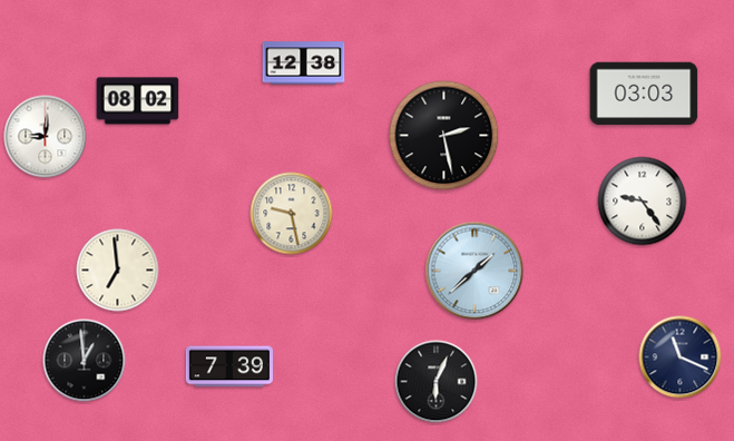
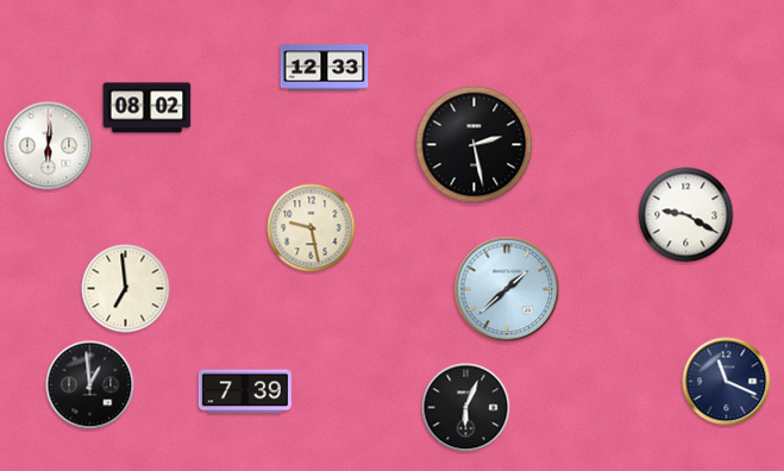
clock at (304, 63): 12:38 -> 12:33
clock at (644, 94): 03:03 -> none
clock at (46, 137): 9:01 -> 6:01
clock at (643, 202): 9:24 -> 9:20
